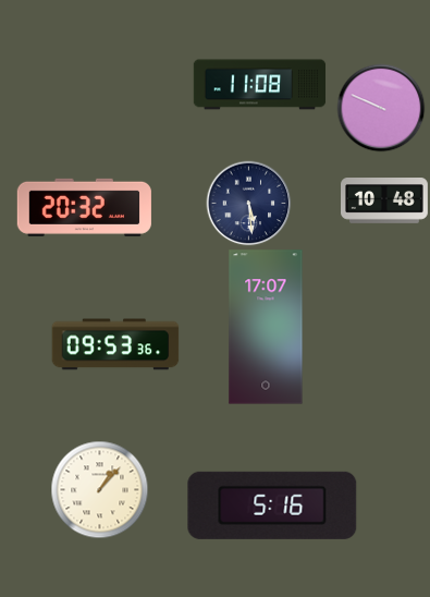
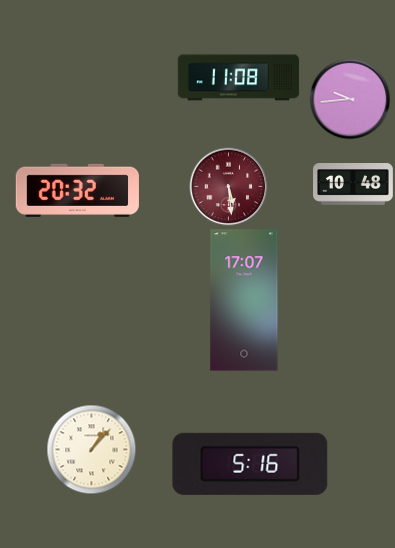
clock at (381, 108): 9:49 -> 9:44
clock at (248, 203) dial: navy -> burgundy
clock at (115, 344): 09:53 -> none
